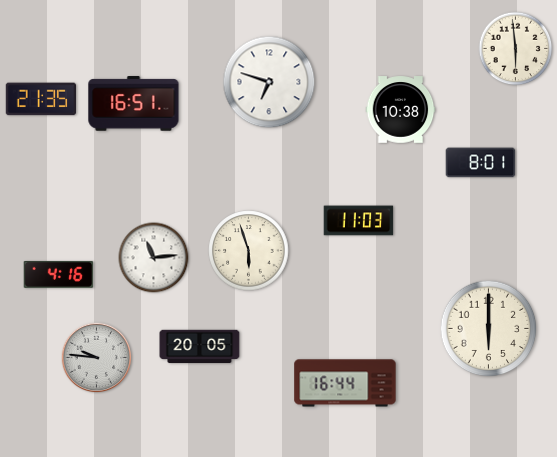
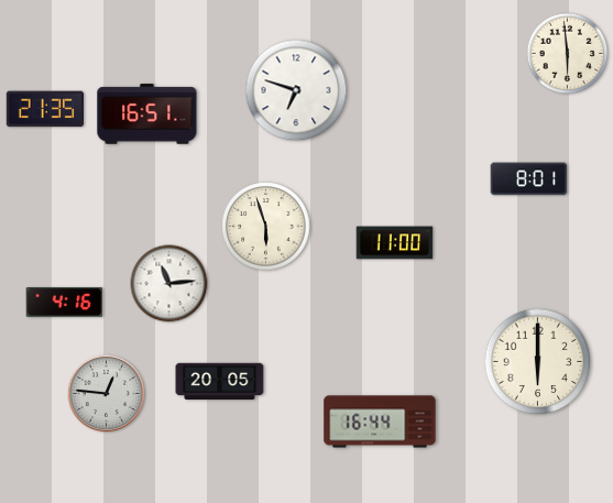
clock at (401, 110): 10:38 -> none
clock at (359, 221): 11:03 -> 11:00
clock at (249, 251) position: (249, 251) -> (266, 227)
clock at (97, 358): 9:46 -> 12:46
